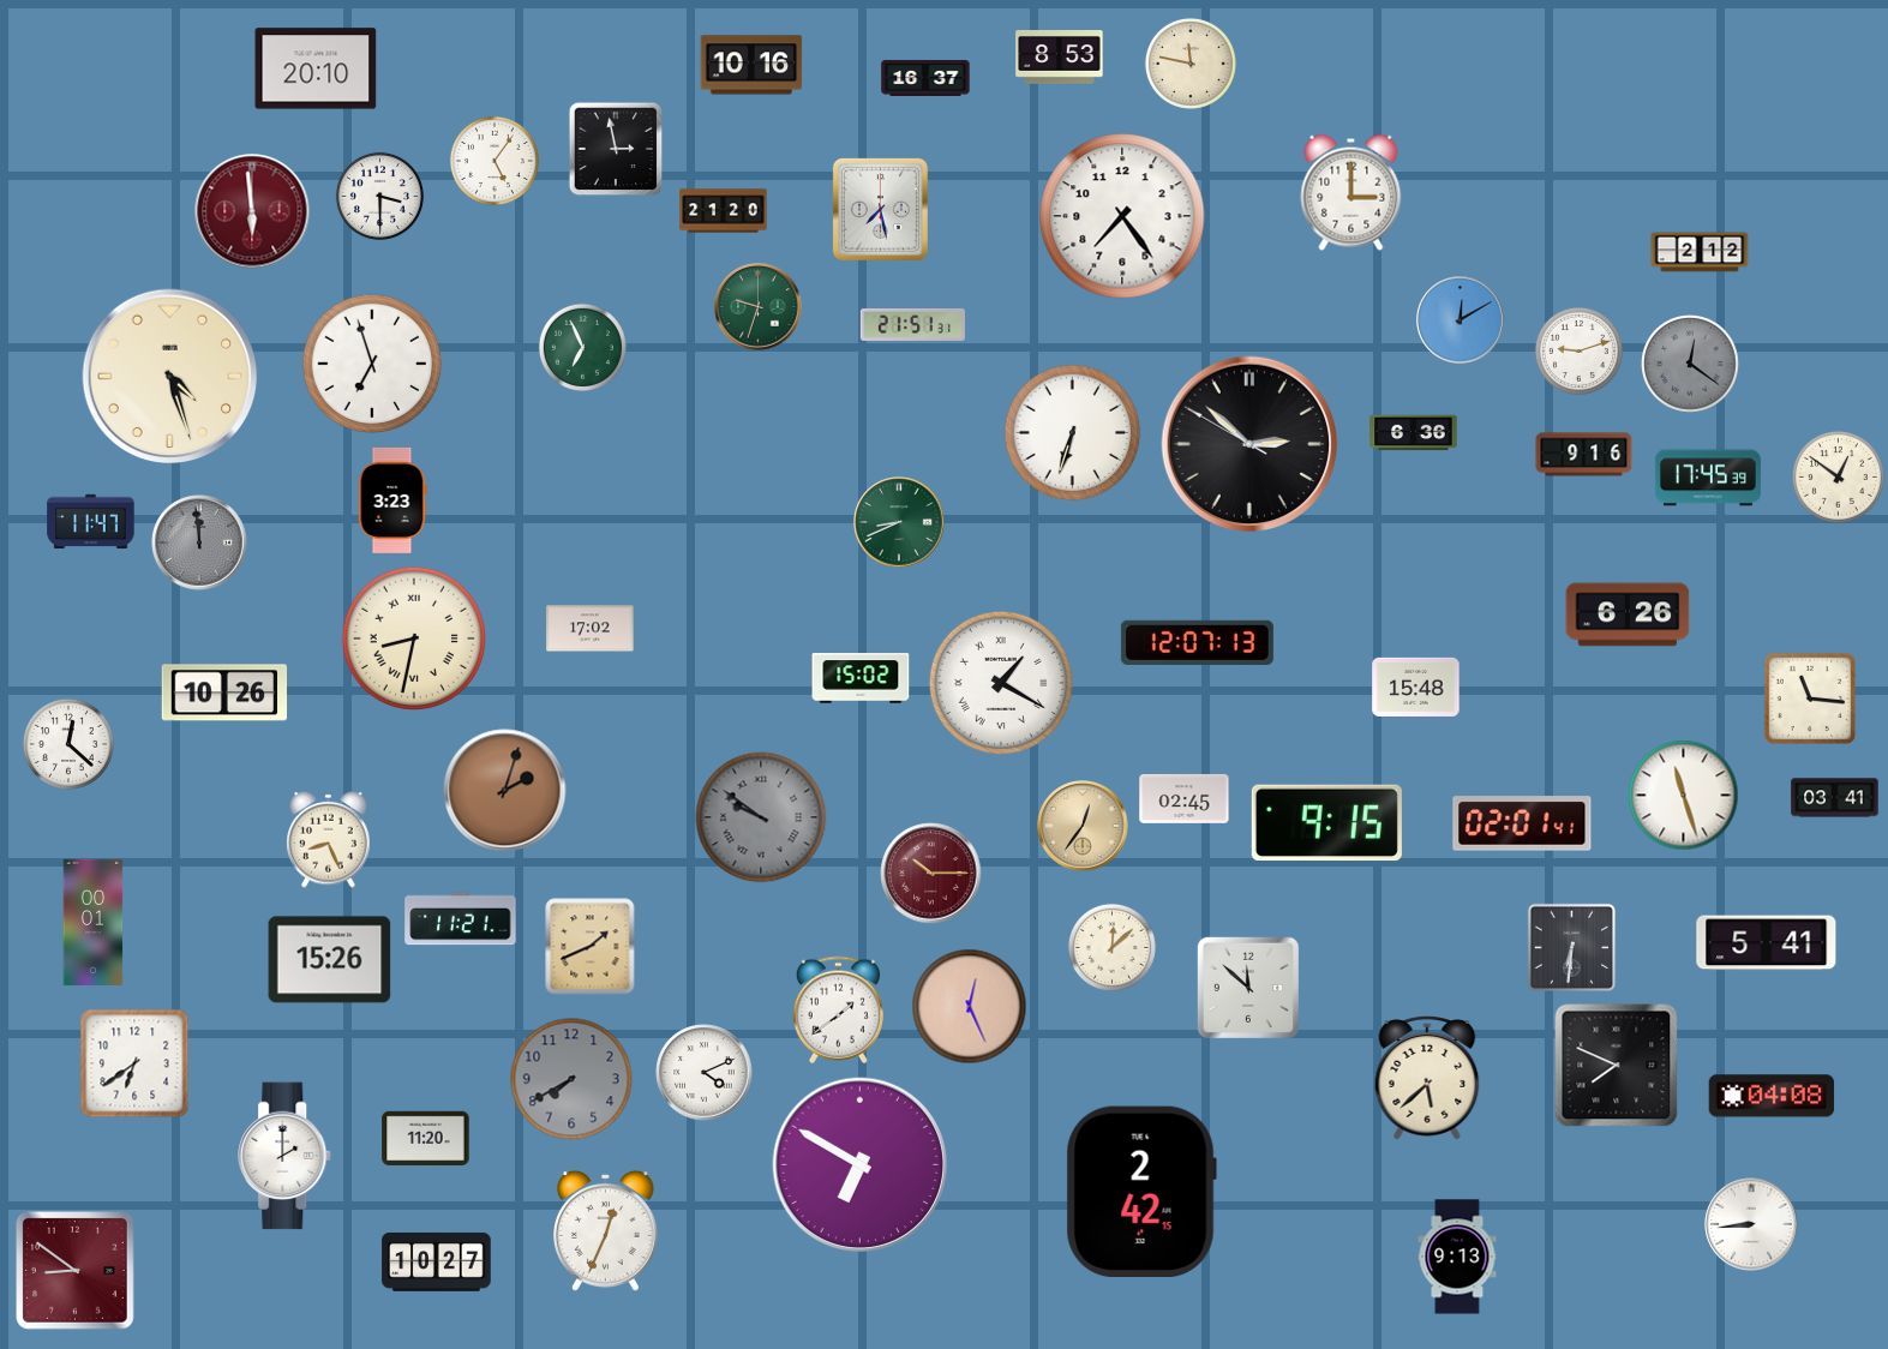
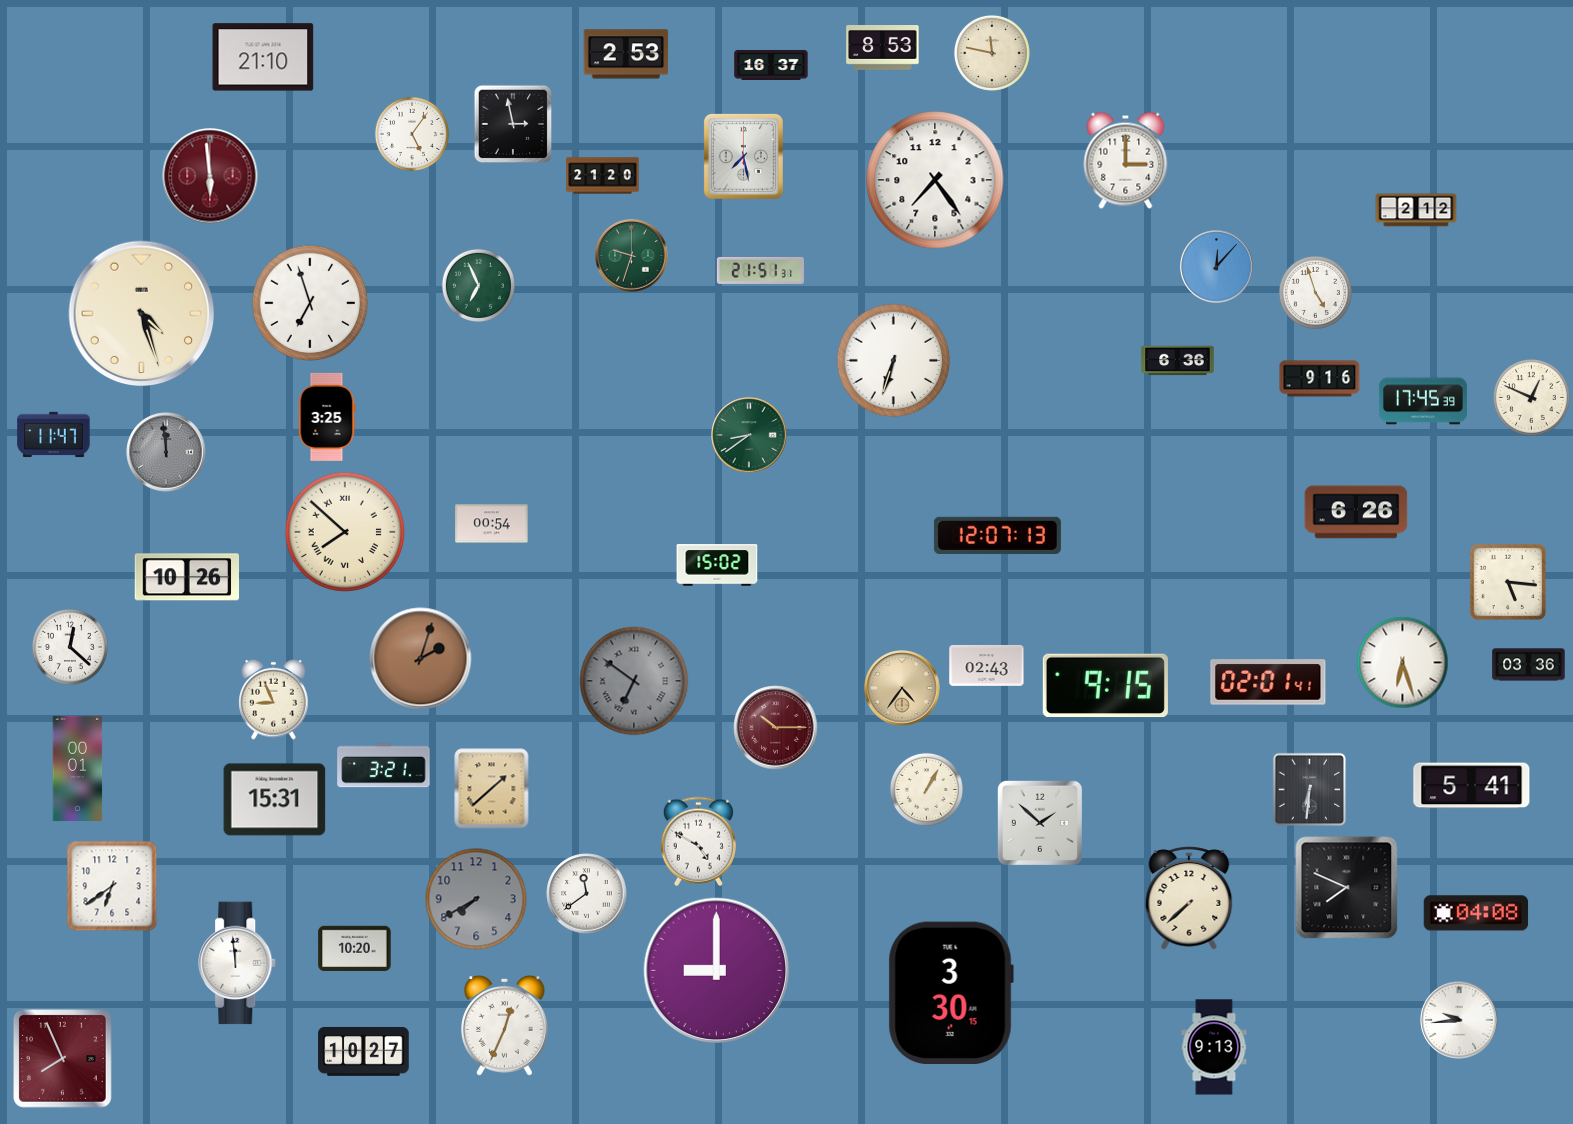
clock at (751, 65): 10:16 -> 2:53
clock at (316, 68): 20:10 -> 21:10
clock at (379, 196): 3:30 -> none
clock at (880, 209) position: (880, 209) -> (743, 156)
clock at (1461, 320): 12:10 -> 12:07
clock at (582, 347) position: (582, 347) -> (478, 285)
clock at (1578, 350): 9:12 -> 4:57
clock at (1690, 364): 12:21 -> none
clock at (1249, 444): 2:51 -> none
clock at (1838, 476): 12:51 -> 12:49
clock at (1708, 478) position: (1708, 478) -> (1423, 401)
clock at (392, 500): 3:23 -> 3:25
clock at (91, 522) position: (91, 522) -> (54, 435)
clock at (899, 522): 8:41 -> 8:39
clock at (591, 629): 17:02 -> 00:54
clock at (414, 638): 8:32 -> 7:52
clock at (1001, 683): 1:20 -> none
clock at (1416, 687): 15:48 -> none
clock at (1810, 699): 11:16 -> 5:16
clock at (68, 744) position: (68, 744) -> (70, 647)
clock at (1684, 796): 11:27 -> 6:27
clock at (1185, 798): 02:45 -> 02:43
clock at (1835, 798): 03:41 -> 03:36
clock at (761, 817): 9:51 -> 6:51
clock at (1522, 823) position: (1522, 823) -> (1268, 682)
clock at (1083, 826): 12:36 -> 4:36
clock at (329, 839): 8:26 -> 8:56
clock at (461, 919): 11:21 -> 3:21
clock at (591, 947): 1:41 -> 1:38
clock at (1111, 947): 12:08 -> 1:05
clock at (330, 960): 15:26 -> 15:31
clock at (1248, 988): 11:52 -> 1:52
clock at (970, 1007): 12:26 -> none
clock at (838, 1011): 1:39 -> 4:50
clock at (705, 1073): 4:11 -> 11:39
clock at (1427, 1079): 5:38 -> 7:38
clock at (426, 1138): 11:20 -> 10:20
clock at (286, 1156): 2:00 -> 11:59
clock at (861, 1165): 6:50 -> 9:00
clock at (1141, 1191): 2:42 -> 3:30
clock at (1751, 1224): 8:44 -> 9:44
clock at (76, 1271): 8:51 -> 7:56
